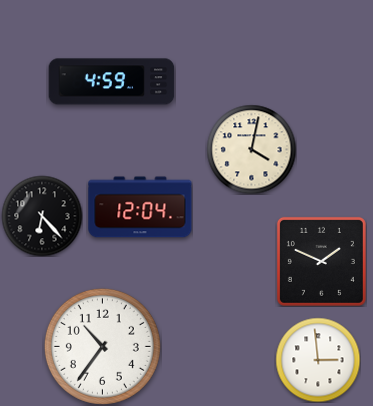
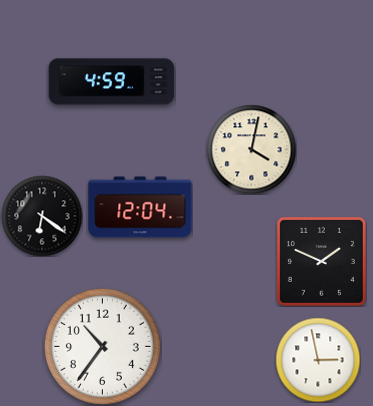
clock at (42, 216): 6:23 -> 6:21
clock at (318, 360): 2:59 -> 2:58
